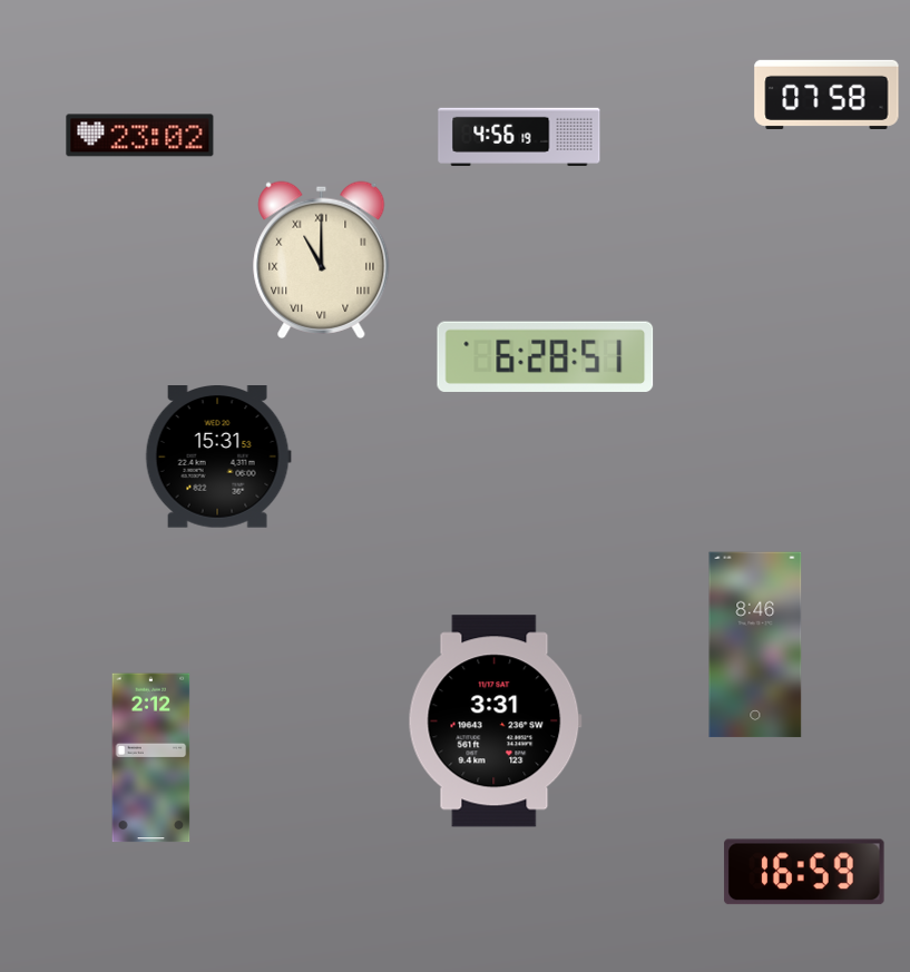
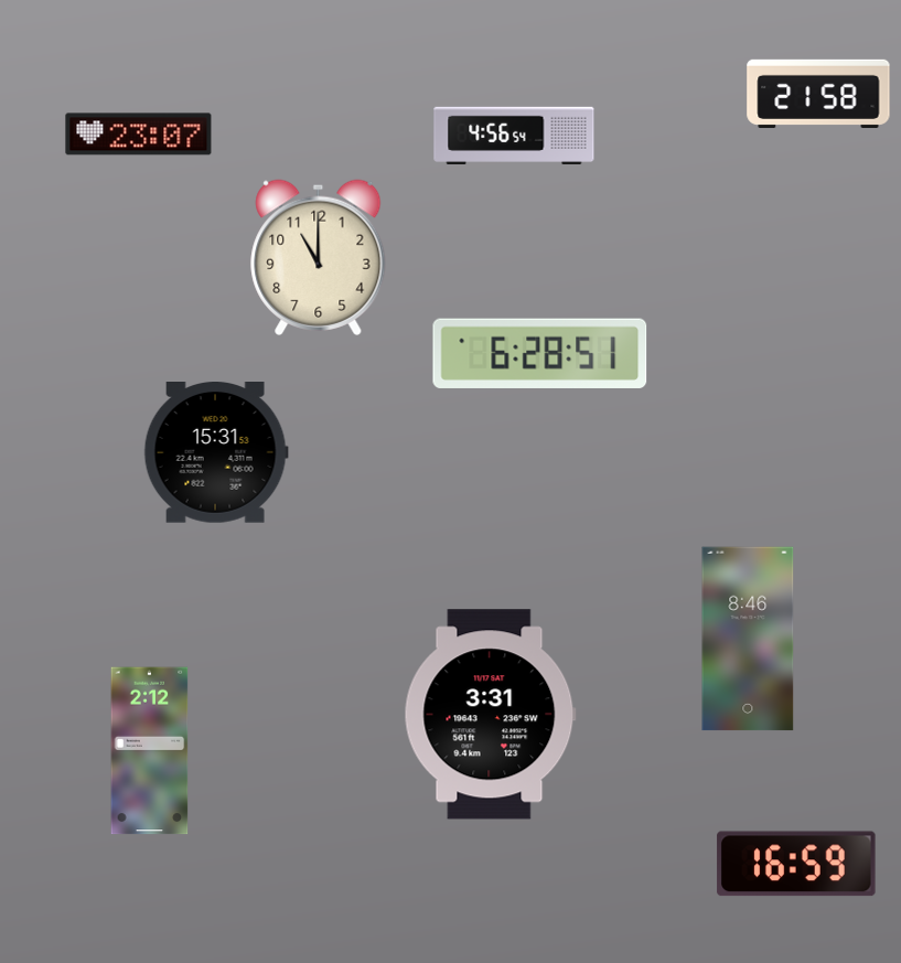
clock at (826, 95): 07:58 -> 21:58
clock at (140, 136): 23:02 -> 23:07
clock at (519, 137): 4:56:19 -> 4:56:54
clock at (322, 259) numerals: Roman -> Arabic
